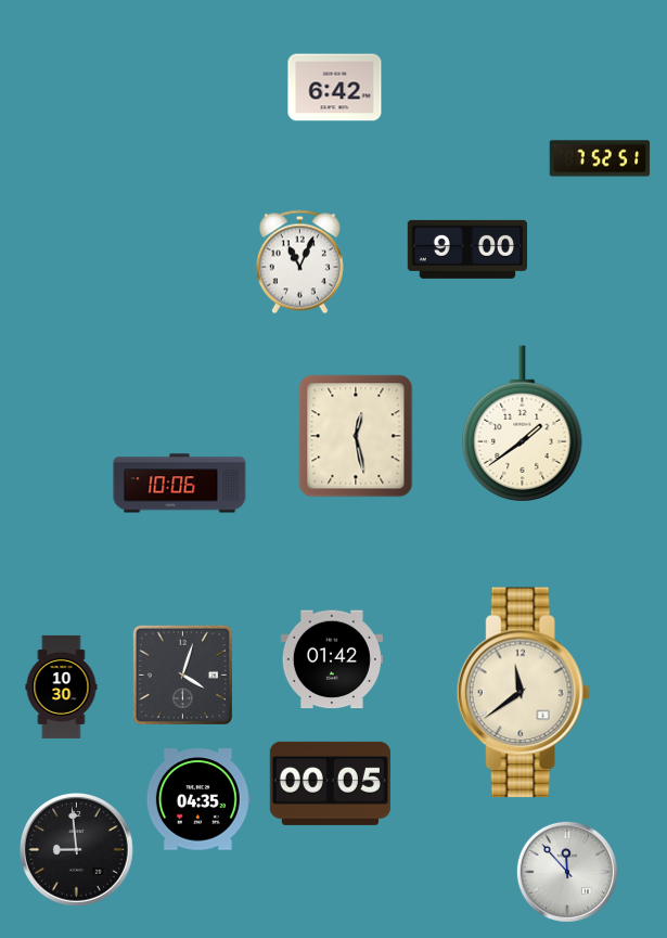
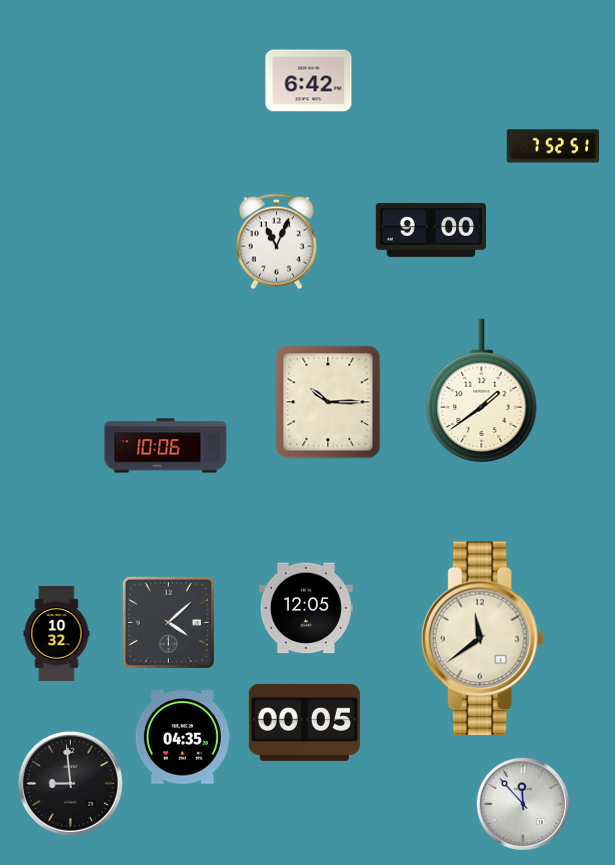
clock at (356, 436): 12:28 -> 10:15
clock at (332, 659): 01:42 -> 12:05
clock at (182, 674): 4:03 -> 4:08
clock at (62, 686): 10:30 -> 10:32
